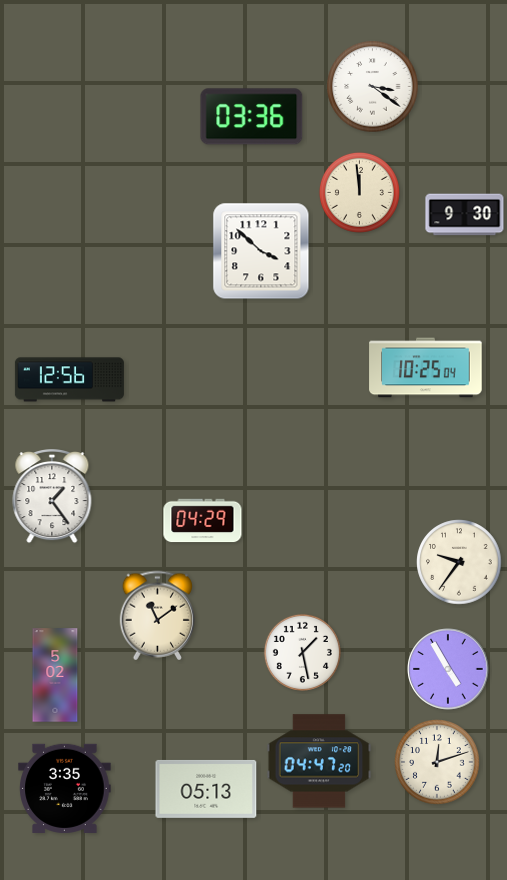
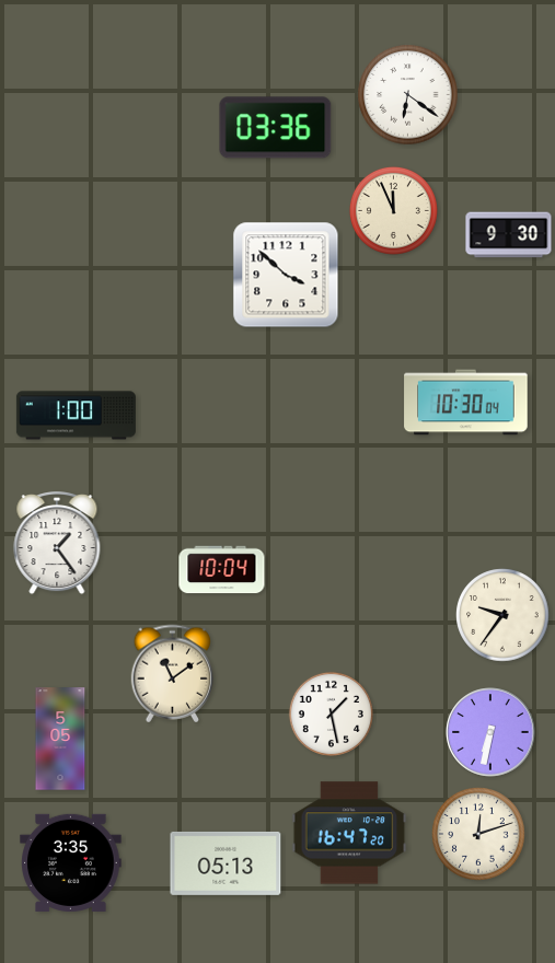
clock at (373, 87): 3:21 -> 6:21
clock at (359, 192): 11:59 -> 11:56
clock at (426, 368): 10:25 -> 10:30
clock at (69, 380): 12:56 -> 1:00
clock at (203, 521): 04:29 -> 10:04
clock at (448, 669): 4:55 -> 6:32
clock at (55, 675): 5:02 -> 5:05
clock at (319, 761): 04:47 -> 16:47
